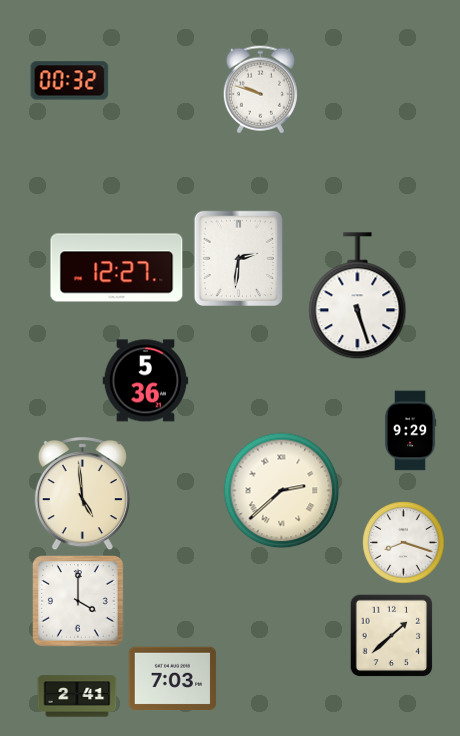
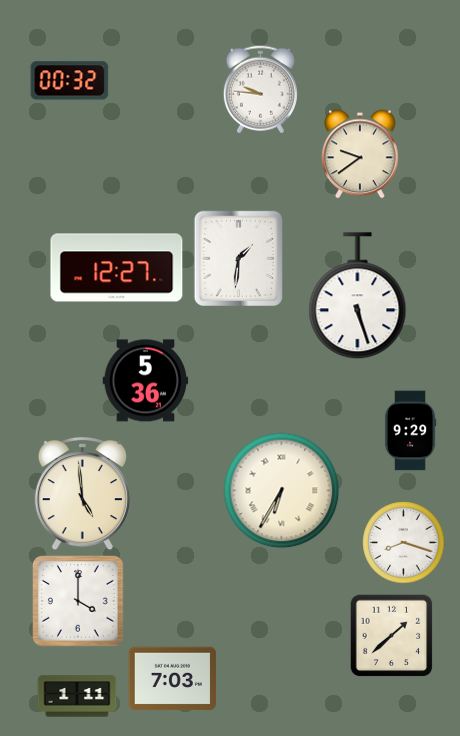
clock at (260, 89): 9:48 -> 9:46
clock at (360, 154): none -> 9:39
clock at (238, 258): 2:31 -> 1:31
clock at (281, 490): 2:38 -> 6:35
clock at (77, 696): 2:41 -> 1:11
